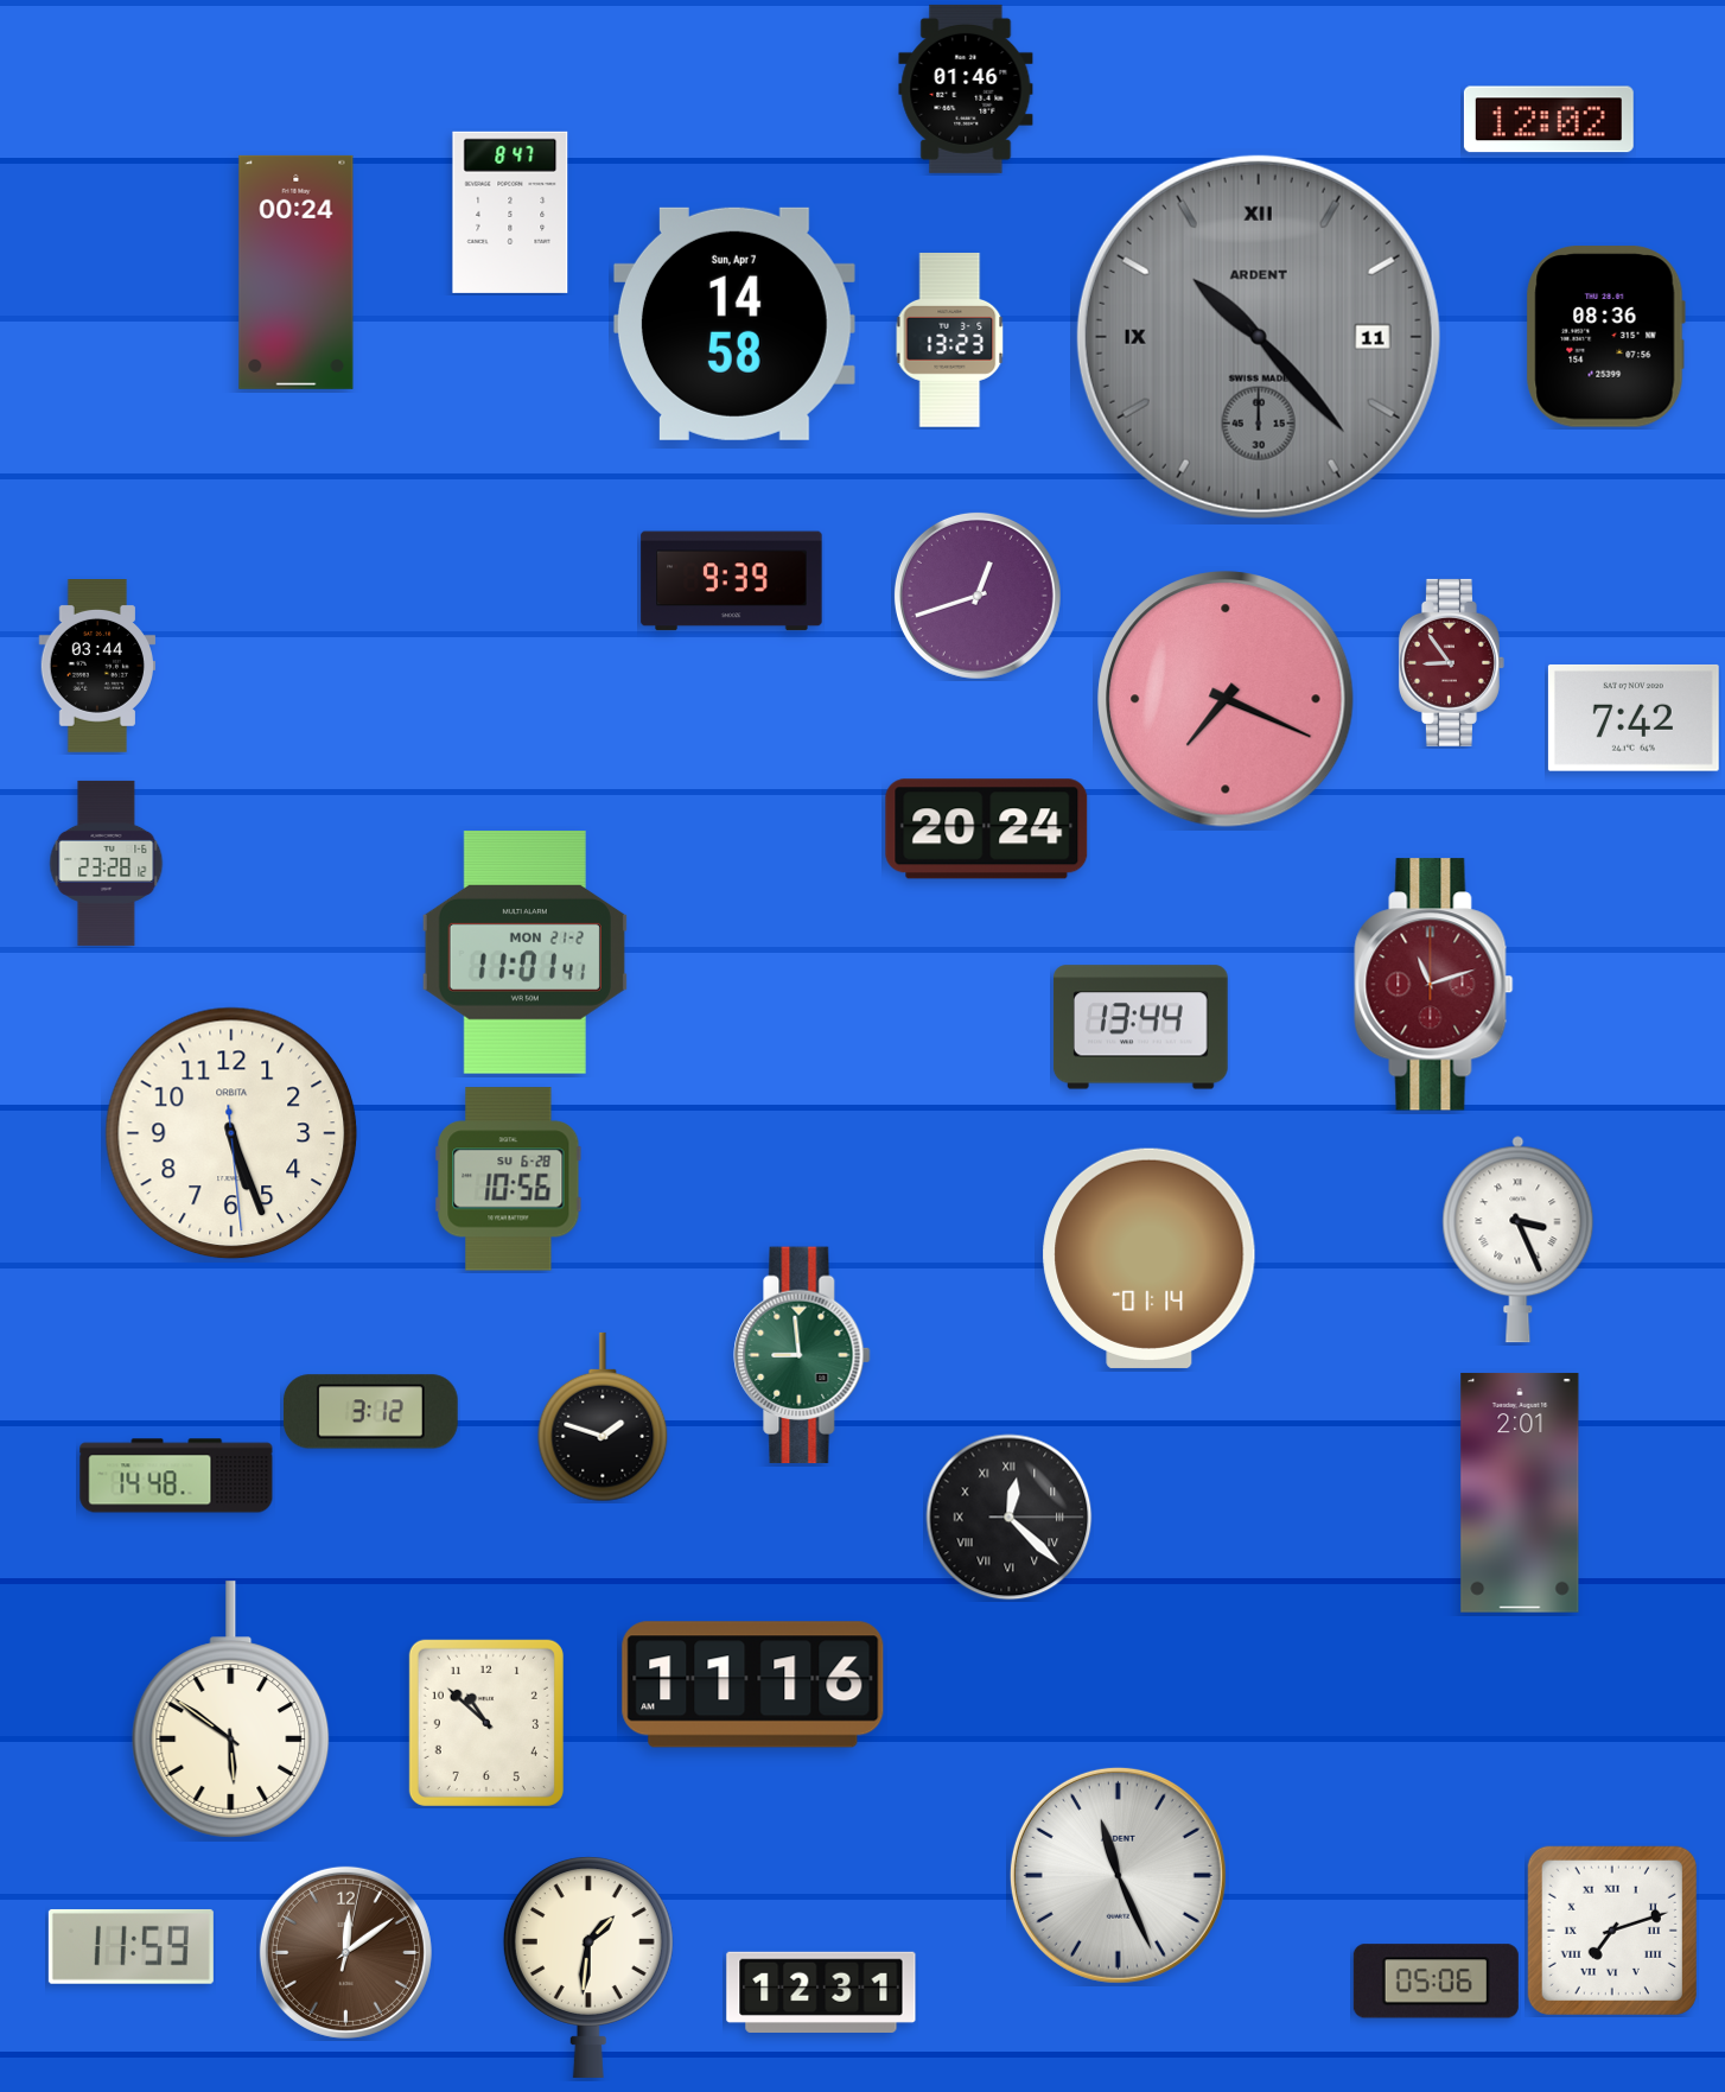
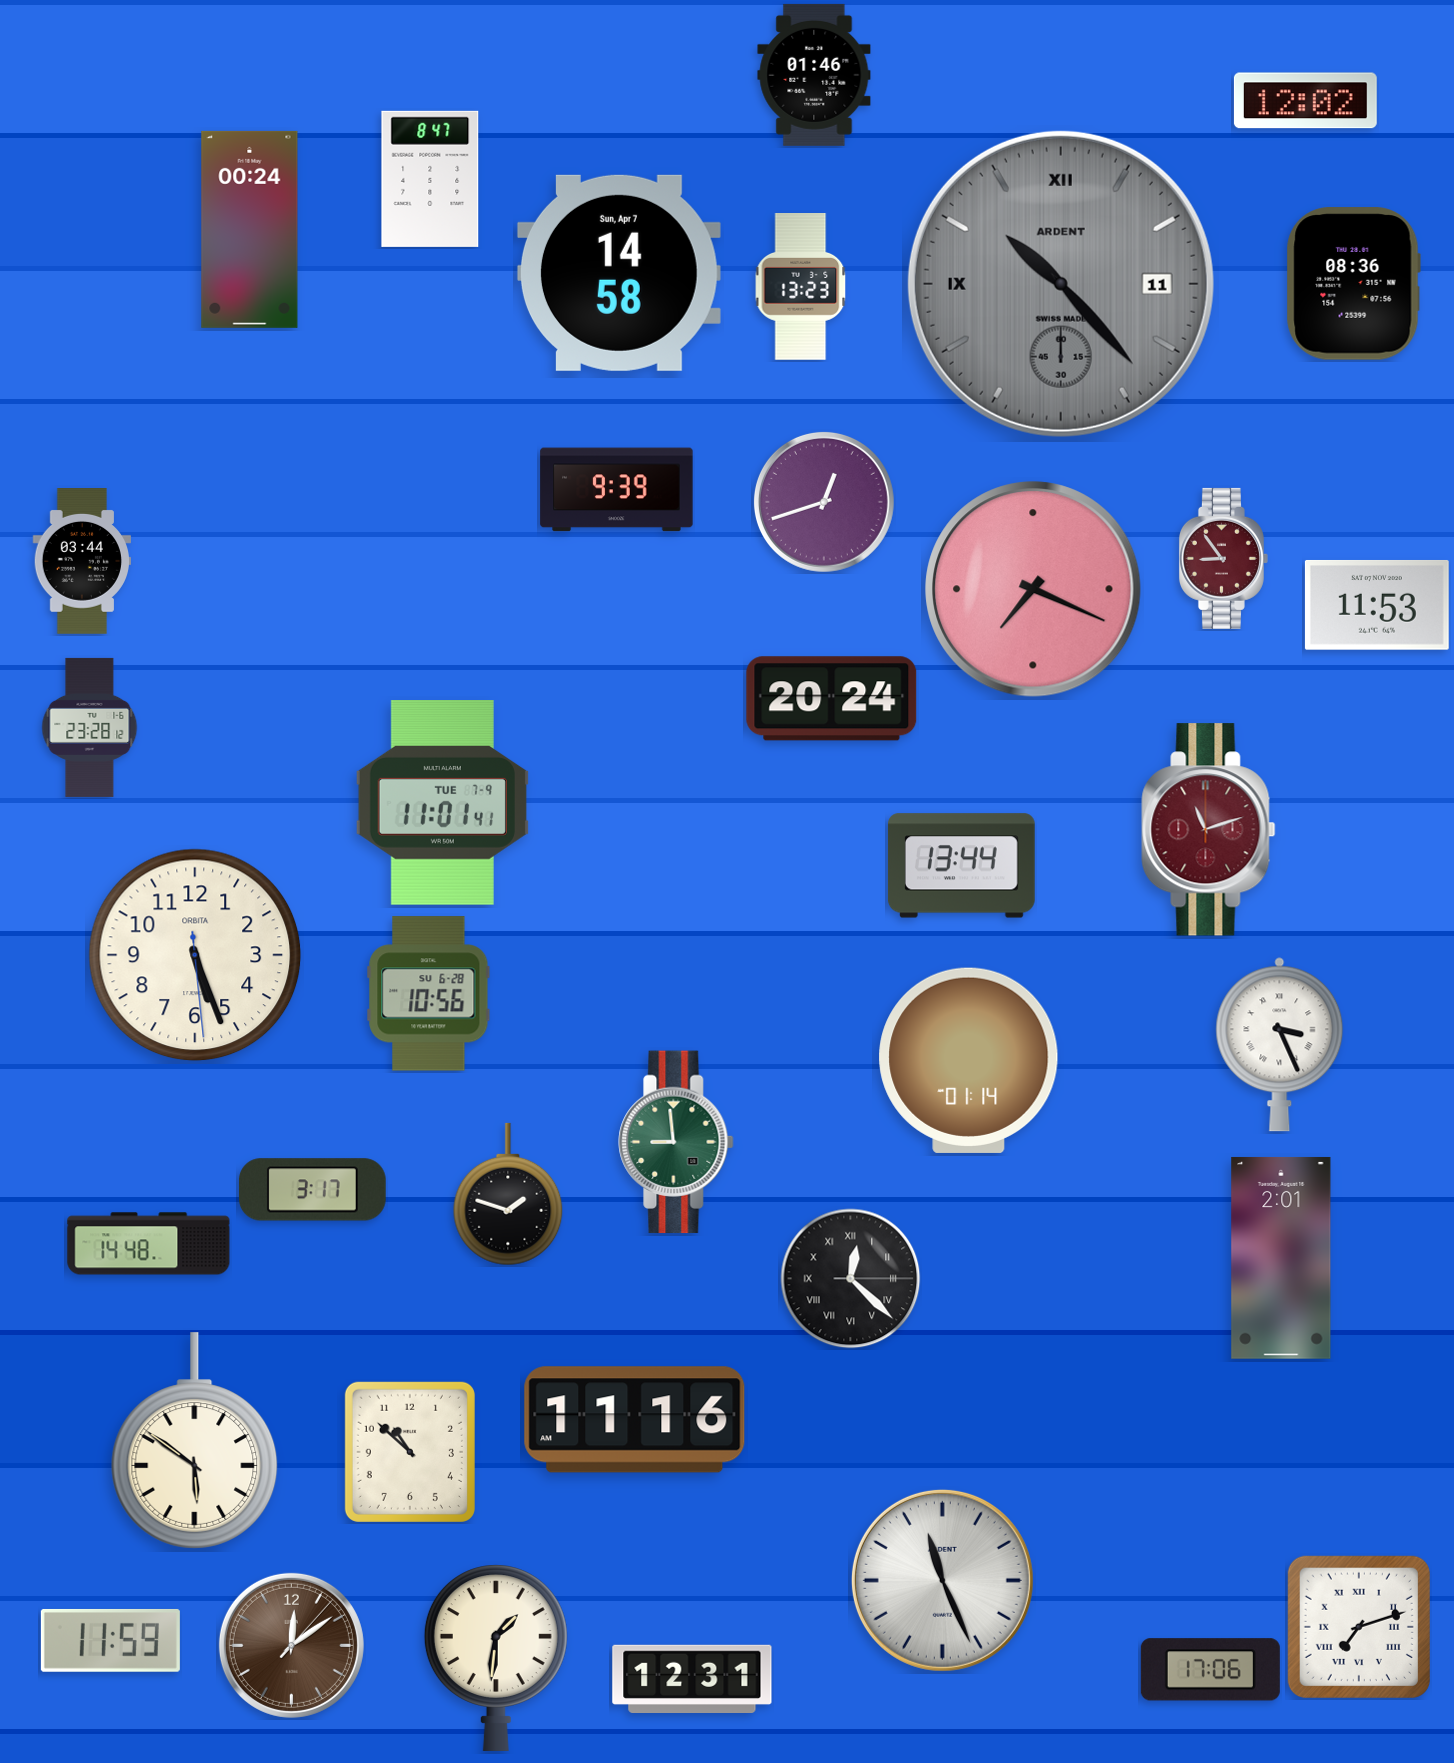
clock at (1634, 718): 7:42 -> 11:53
clock at (524, 953) date: MON 21-2 -> TUE 7-9
clock at (370, 1412): 3:12 -> 3:17
clock at (345, 1952): 12:09:02 -> 12:09:07
clock at (1436, 1982): 05:06 -> 17:06
